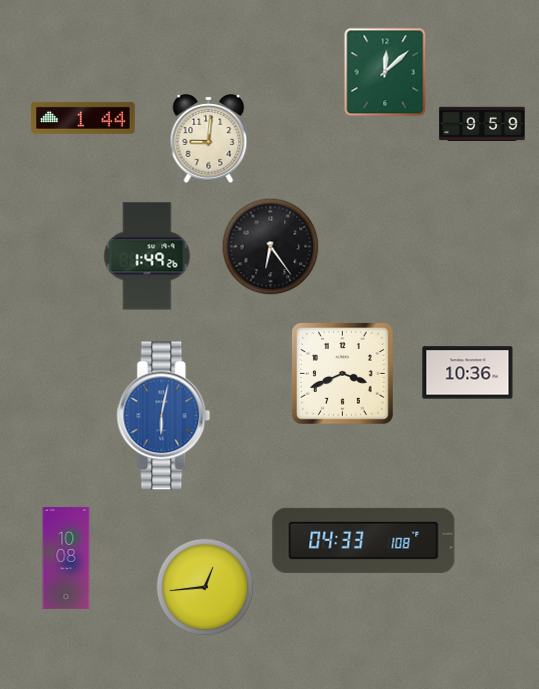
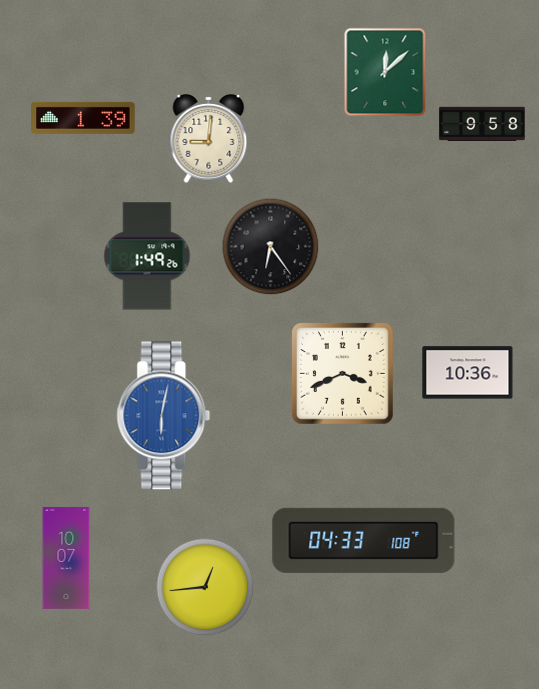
clock at (83, 118): 1:44 -> 1:39
clock at (482, 123): 9:59 -> 9:58
clock at (66, 558): 10:08 -> 10:07
